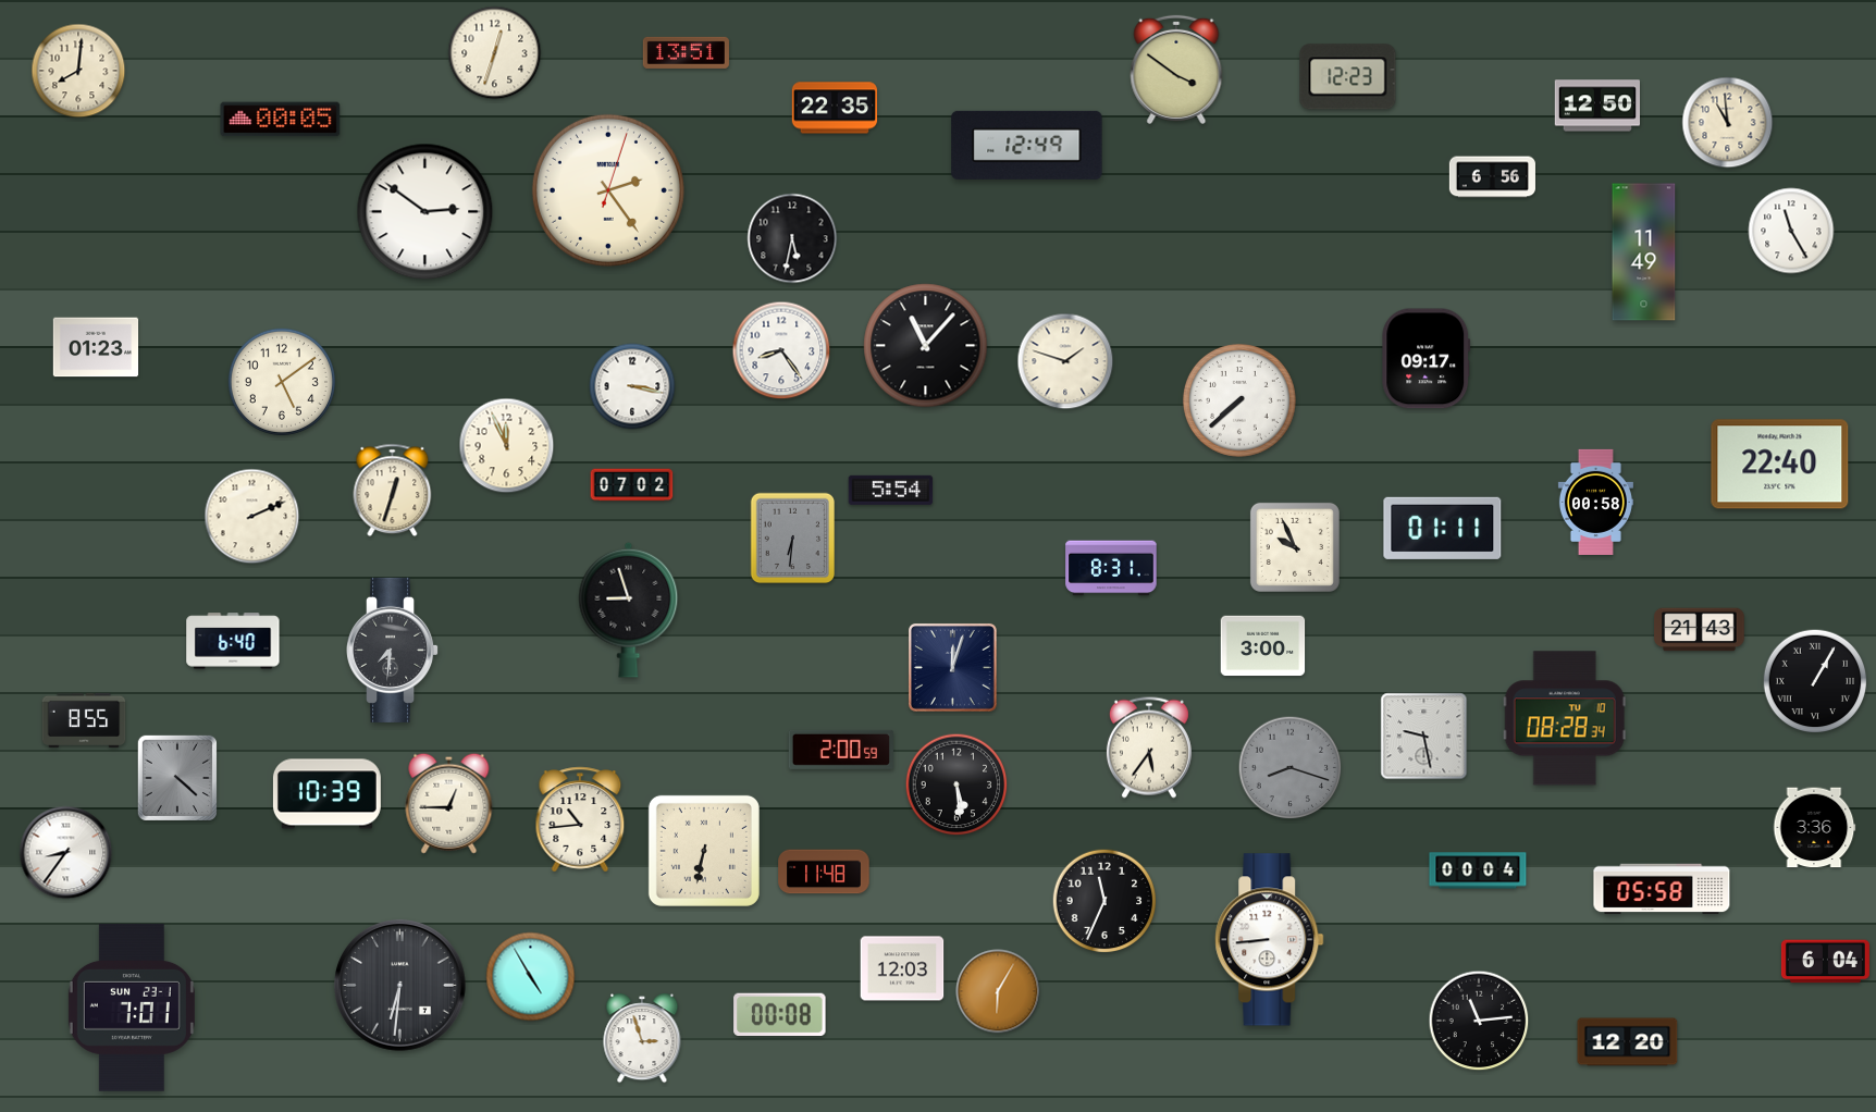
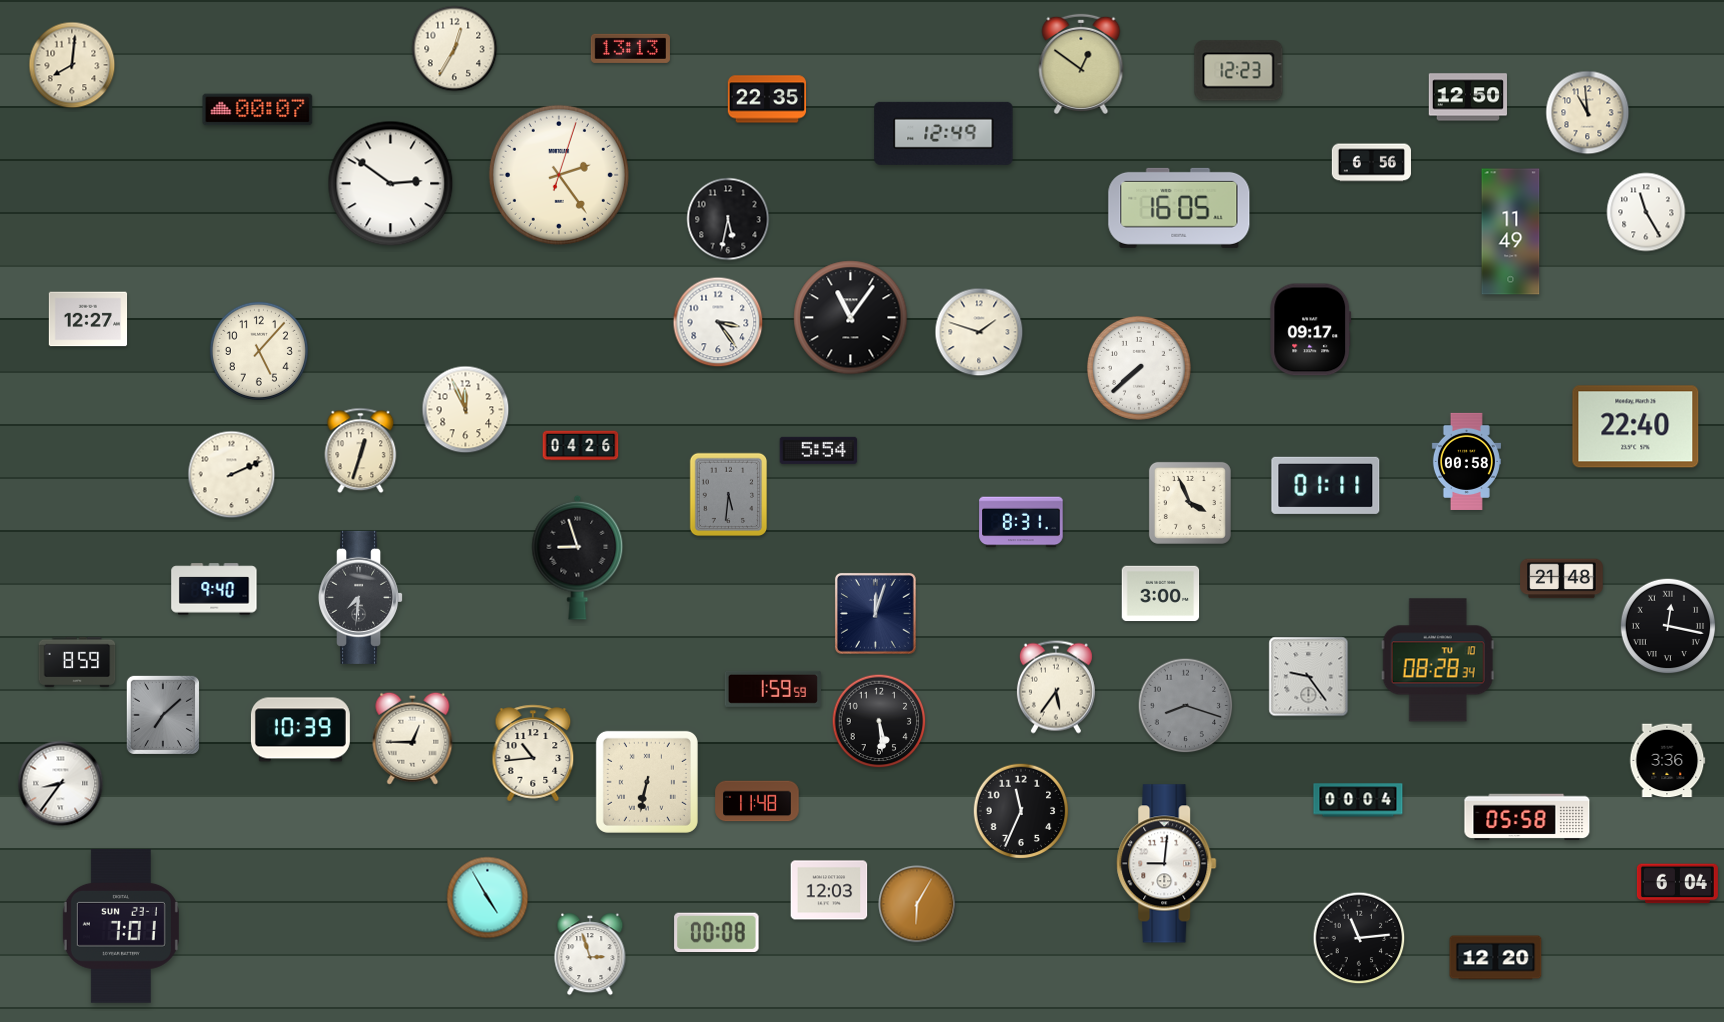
clock at (686, 52): 13:51 -> 13:13
clock at (495, 53): 12:33 -> 12:35
clock at (1176, 70): 3:51 -> 12:51
clock at (281, 120): 00:05 -> 00:07
clock at (425, 212) position: (425, 212) -> (391, 184)
clock at (1179, 208): none -> 16:05
clock at (926, 346): 11:07 -> 11:06
clock at (96, 347): 01:23 -> 12:27
clock at (781, 350): 8:24 -> 3:24
clock at (282, 382): 5:09 -> 5:07
clock at (632, 386): 3:17 -> none
clock at (632, 485): 07:02 -> 04:26
clock at (793, 539): 6:31 -> 5:31
clock at (1295, 547): 9:56 -> 3:56
clock at (629, 609) position: (629, 609) -> (578, 557)
clock at (1700, 630): 21:43 -> 21:48
clock at (233, 641): 6:40 -> 9:40
clock at (1815, 681): 1:05 -> 12:17
clock at (84, 720): 8:55 -> 8:59
clock at (1424, 737): 9:28 -> 9:24
clock at (841, 750): 2:00 -> 1:59
clock at (177, 778): 4:22 -> 7:08
clock at (1104, 901) position: (1104, 901) -> (1021, 811)
clock at (1270, 940): 8:44 -> 9:01
clock at (400, 986): 6:31 -> none
clock at (998, 991) position: (998, 991) -> (917, 904)
